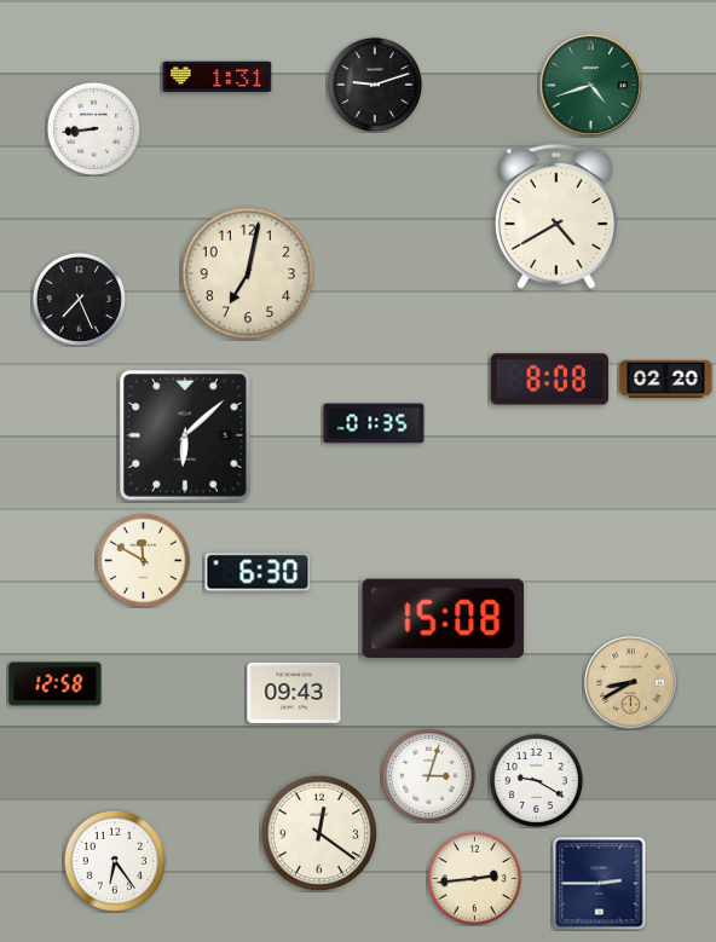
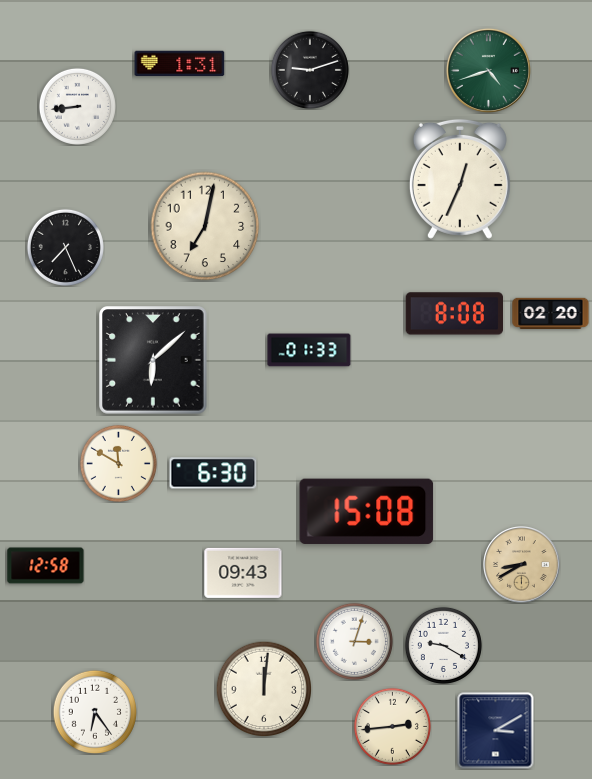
clock at (556, 216): 4:40 -> 12:34
clock at (374, 423): 01:35 -> 01:33
clock at (319, 833): 12:21 -> 12:01
clock at (600, 884): 2:45 -> 3:10
